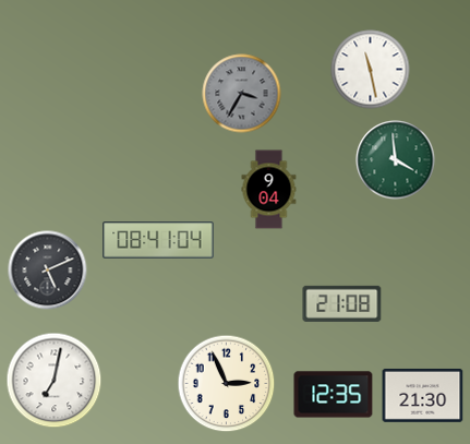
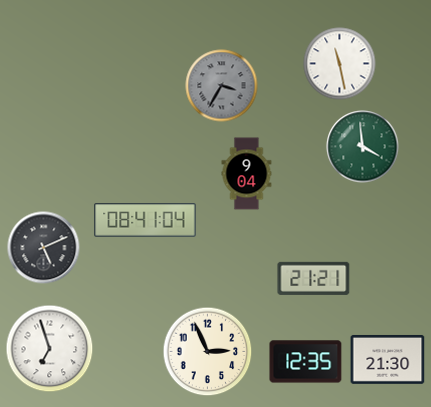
clock at (342, 303): 21:08 -> 21:21
clock at (55, 381): 7:02 -> 6:57
clock at (423, 395) position: (423, 395) -> (388, 359)
